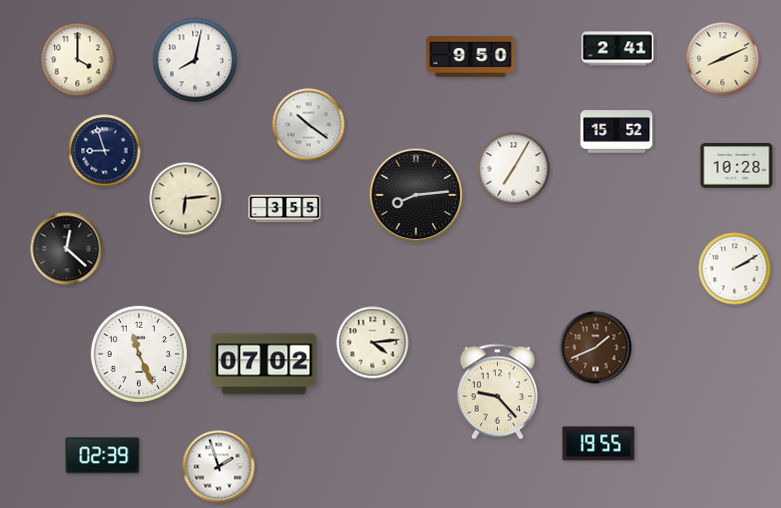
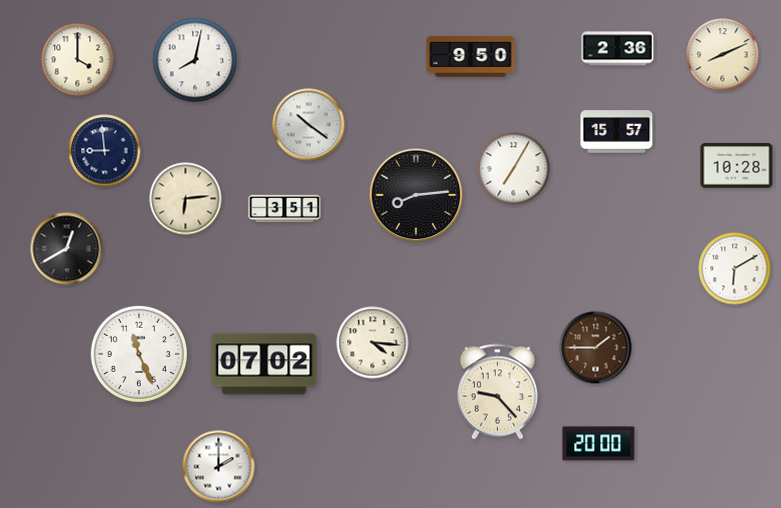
clock at (618, 49): 2:41 -> 2:36
clock at (723, 59) position: (723, 59) -> (723, 55)
clock at (617, 132): 15:52 -> 15:57
clock at (105, 151): 8:57 -> 8:59
clock at (285, 209): 3:55 -> 3:51
clock at (67, 249): 12:22 -> 12:40
clock at (735, 269): 2:10 -> 6:10
clock at (373, 343): 4:14 -> 4:16
clock at (596, 348): 1:41 -> 1:45
clock at (599, 444): 19:55 -> 20:00
clock at (103, 456): 02:39 -> none
clock at (219, 467): 1:57 -> 2:00
